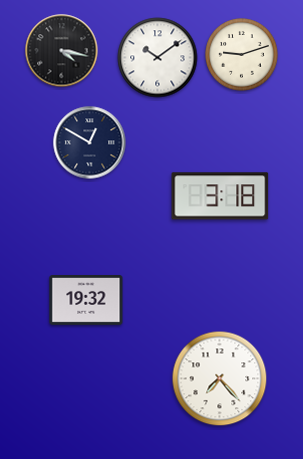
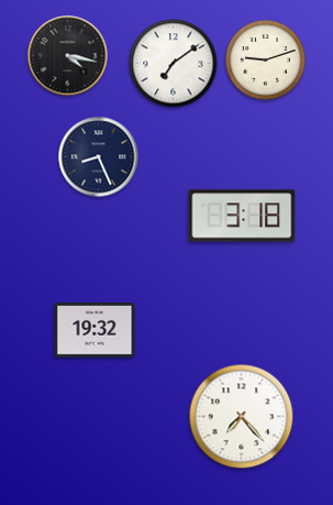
clock at (158, 58): 10:09 -> 7:09
clock at (90, 143): 12:50 -> 8:26
